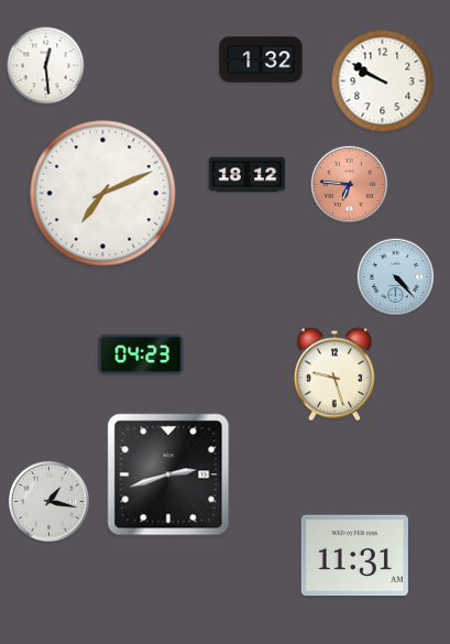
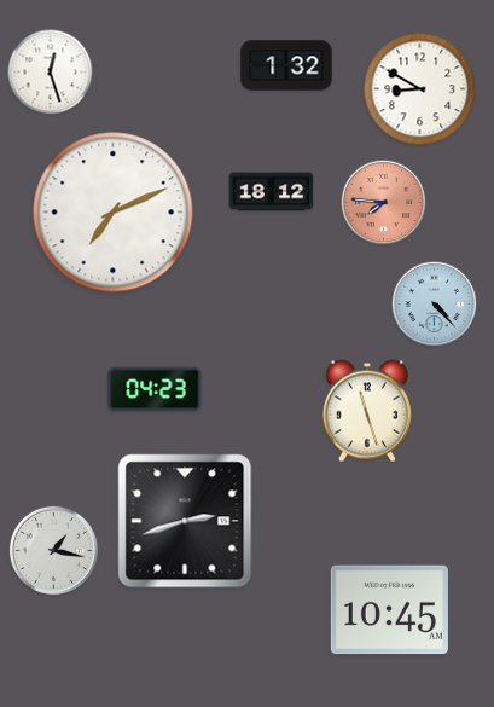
clock at (46, 66): 12:29 -> 12:27
clock at (383, 81): 9:50 -> 8:50
clock at (350, 185): 6:46 -> 7:46
clock at (334, 374): 9:27 -> 11:27
clock at (354, 556): 11:31 -> 10:45
